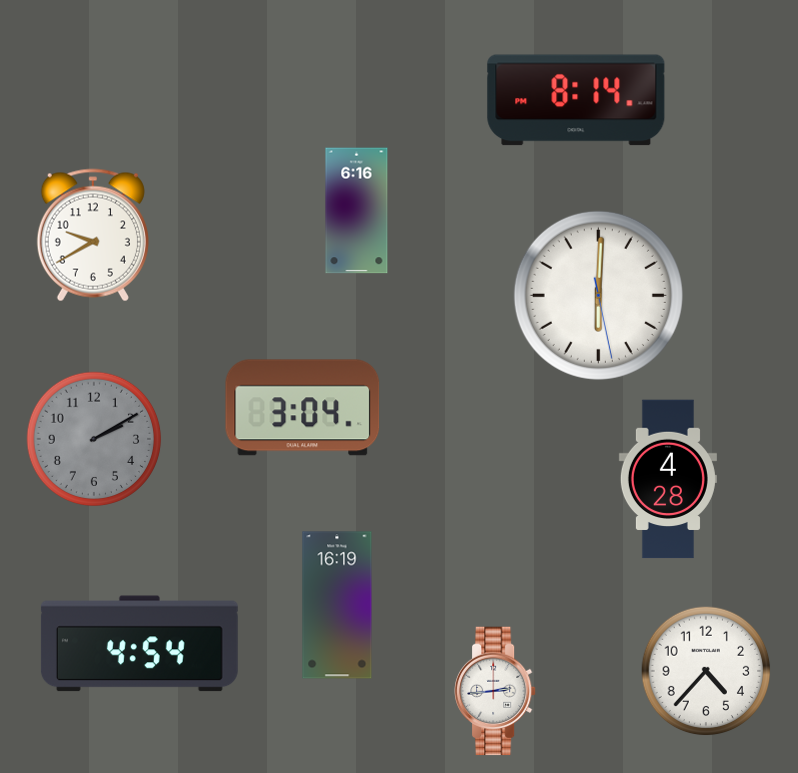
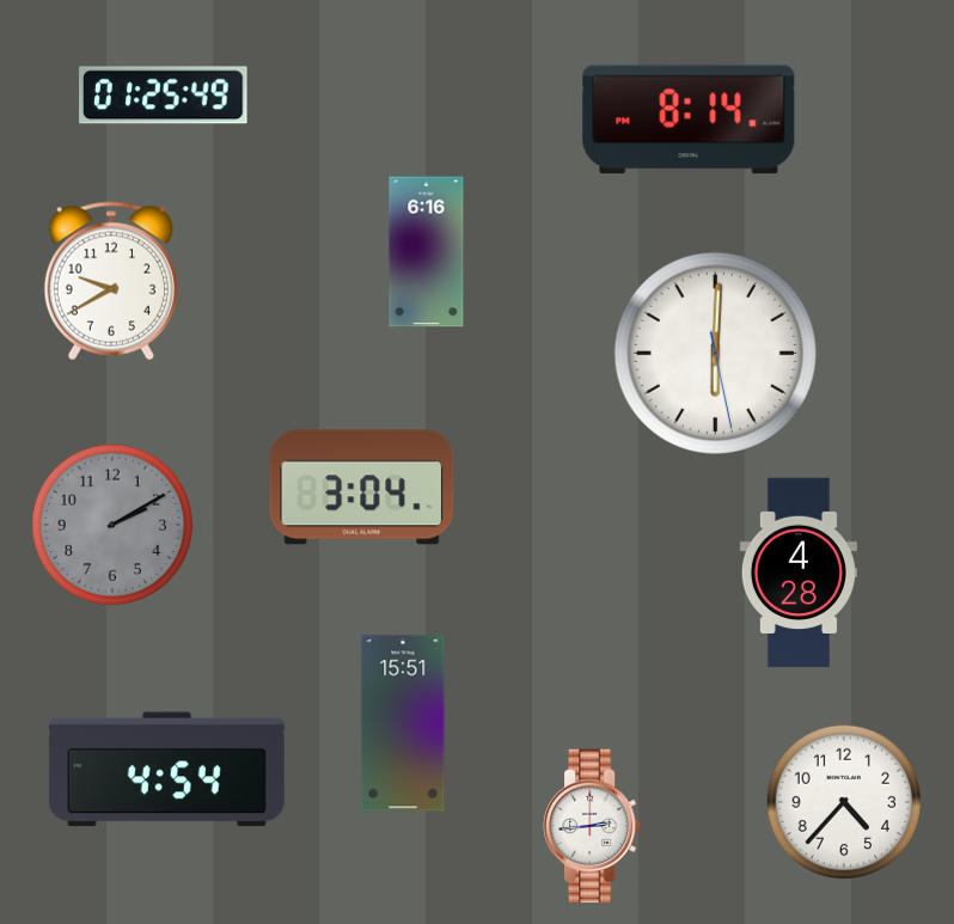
clock at (164, 96): none -> 01:25
clock at (337, 605): 16:19 -> 15:51
